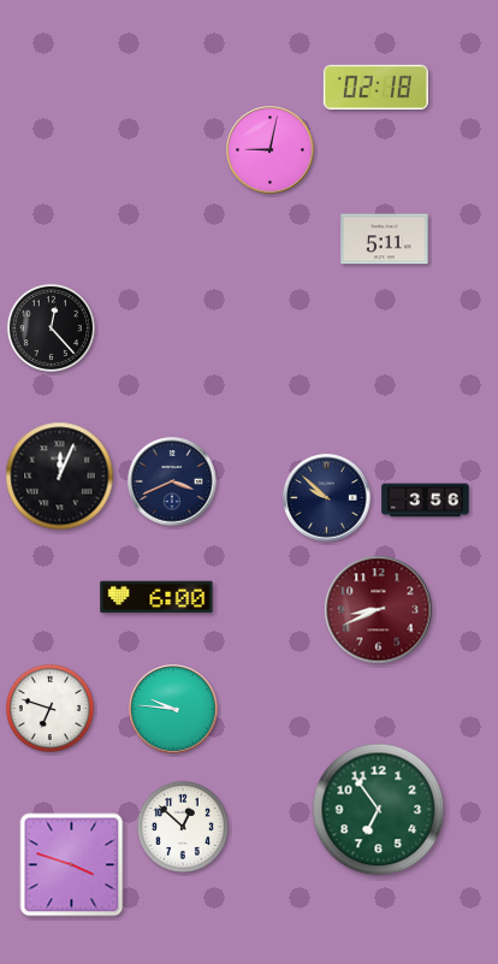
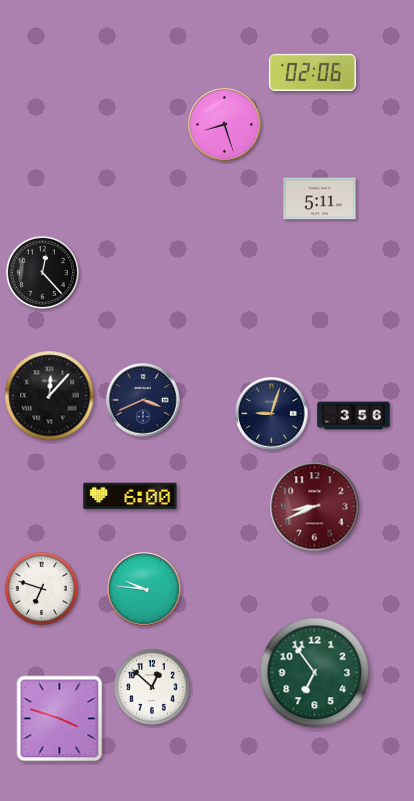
clock at (375, 87): 02:18 -> 02:06
clock at (271, 150): 9:02 -> 8:27
clock at (60, 477): 12:04 -> 12:07
clock at (327, 498): 9:52 -> 9:03
